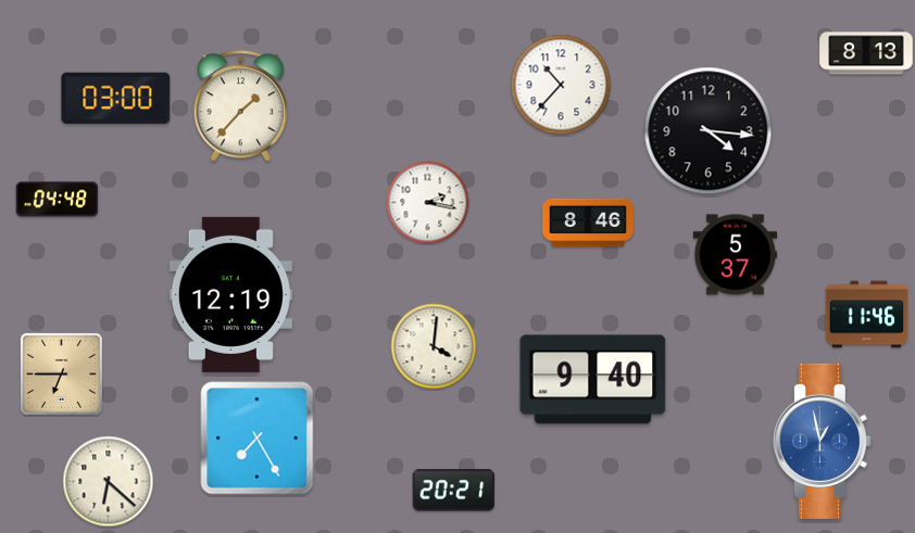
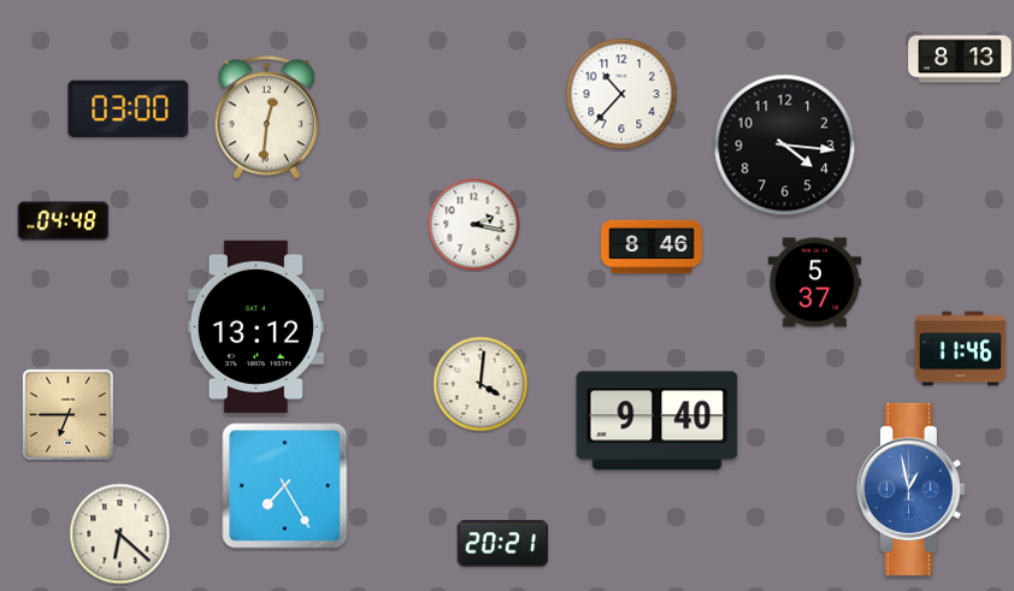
clock at (241, 106): 1:37 -> 12:31
clock at (230, 294): 12:19 -> 13:12
